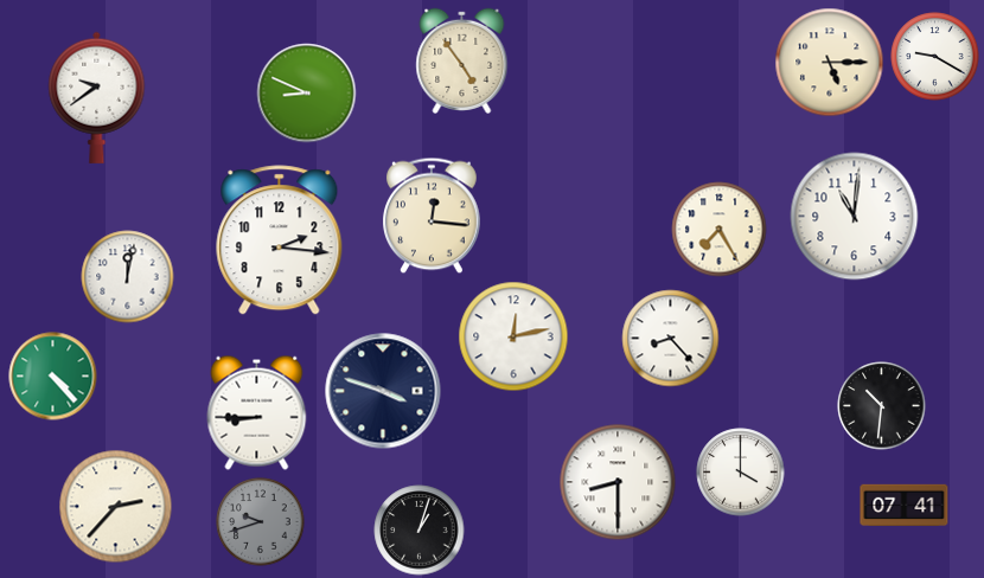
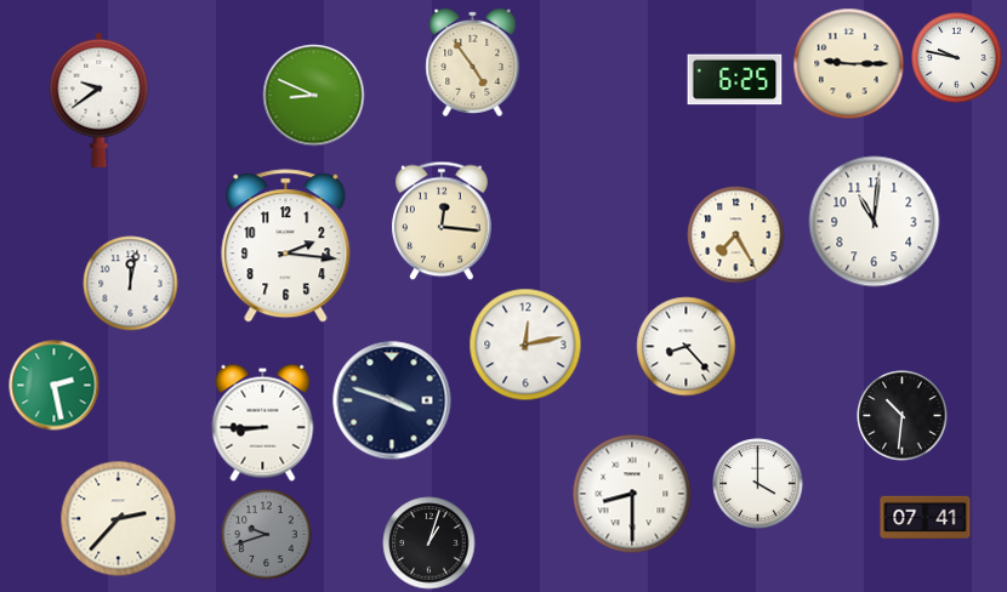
clock at (935, 57): 9:20 -> 9:47
clock at (830, 63): 5:15 -> 9:15
clock at (735, 80): none -> 6:25
clock at (53, 377): 4:23 -> 2:28
